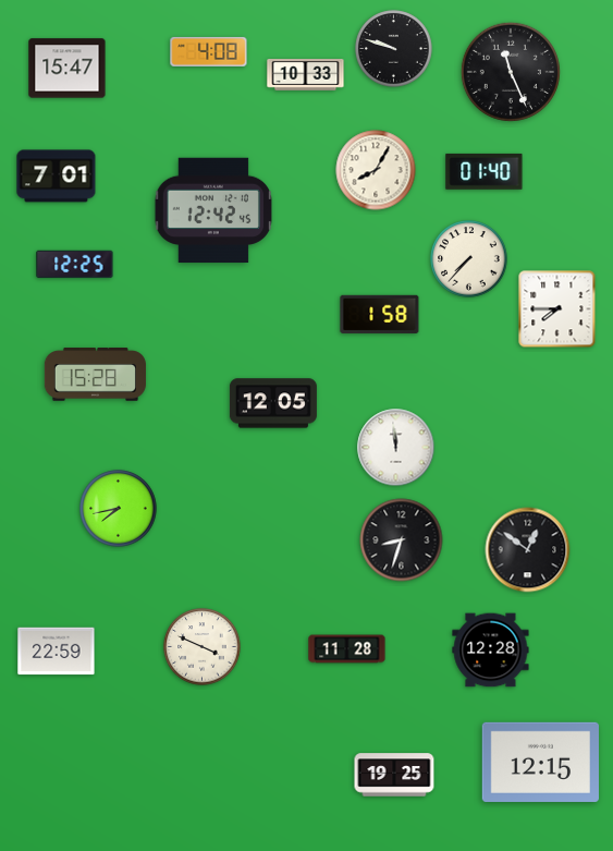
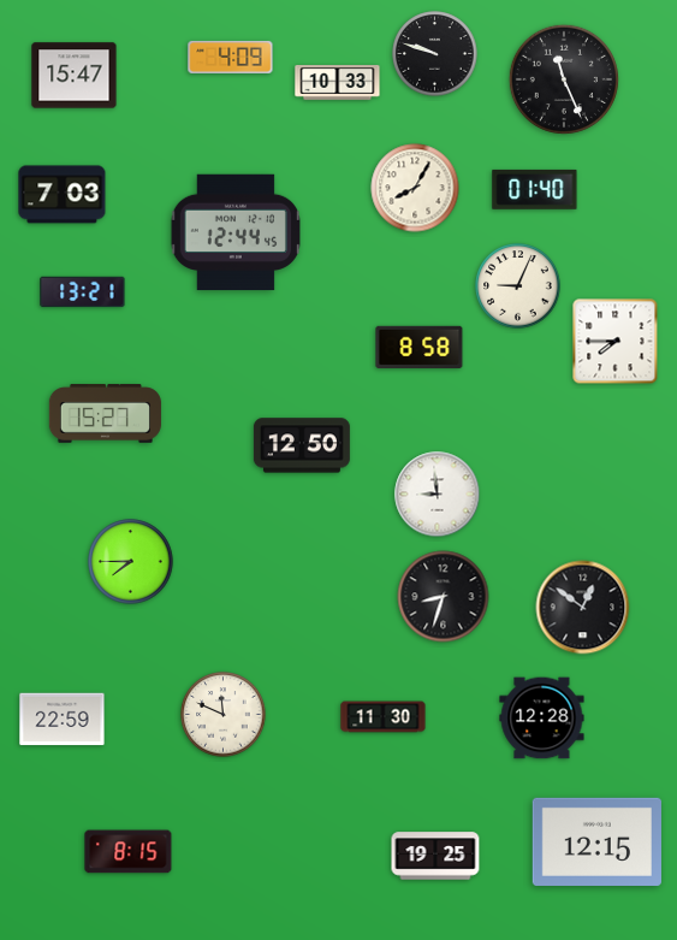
clock at (209, 51): 4:08 -> 4:09
clock at (57, 177): 7:01 -> 7:03
clock at (212, 210): 12:42 -> 12:44
clock at (469, 259): 7:37 -> 9:04
clock at (75, 265): 12:25 -> 13:21
clock at (380, 314): 1:58 -> 8:58
clock at (95, 375): 15:28 -> 15:27
clock at (273, 403): 12:05 -> 12:50
clock at (396, 448): 11:59 -> 8:59
clock at (119, 509): 7:43 -> 7:45
clock at (203, 647): 3:49 -> 11:49
clock at (347, 649): 11:28 -> 11:30
clock at (129, 852): none -> 8:15
